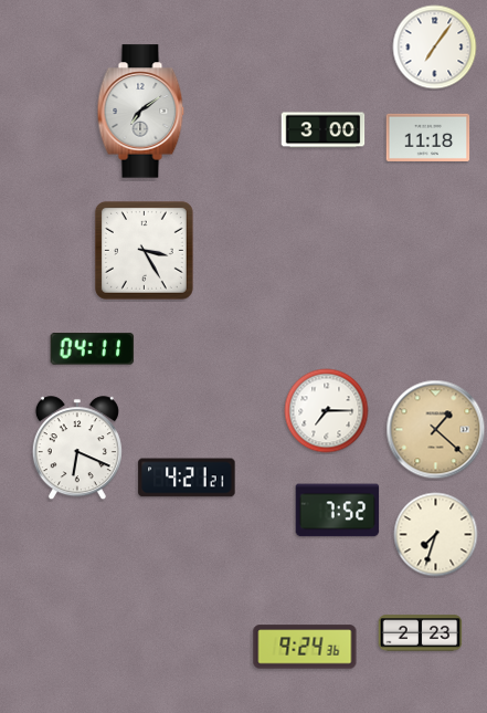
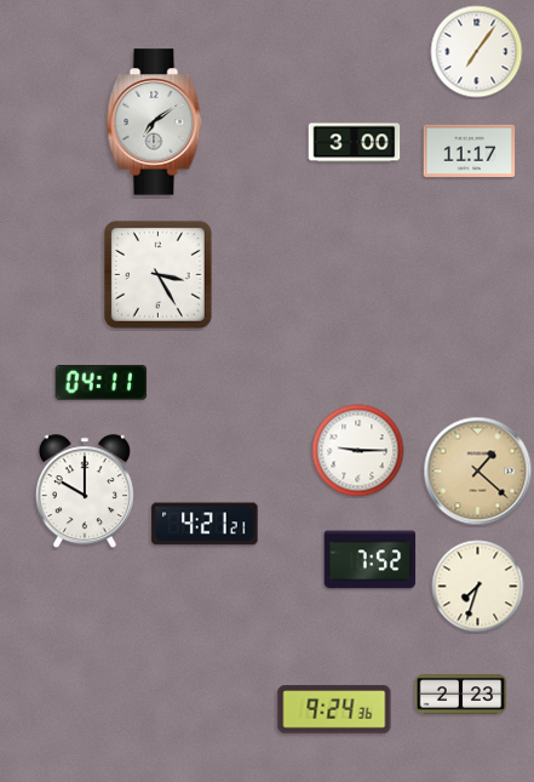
clock at (428, 137): 11:18 -> 11:17
clock at (327, 411): 7:15 -> 9:15
clock at (77, 449): 6:19 -> 10:00
